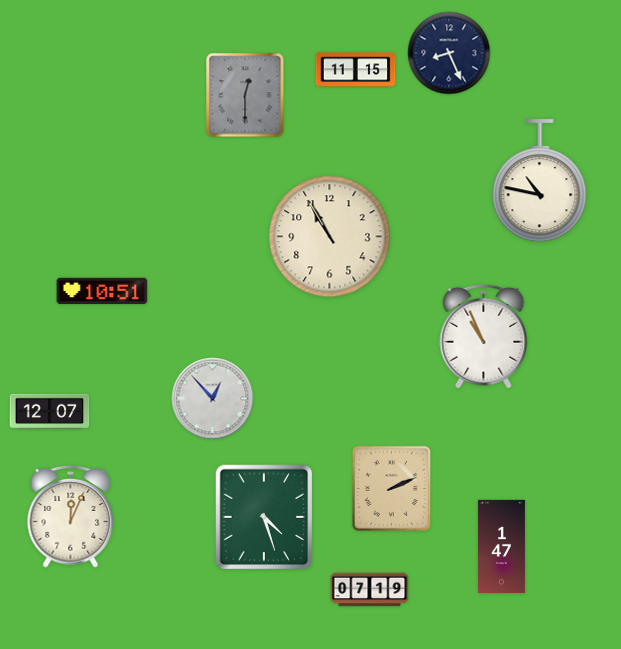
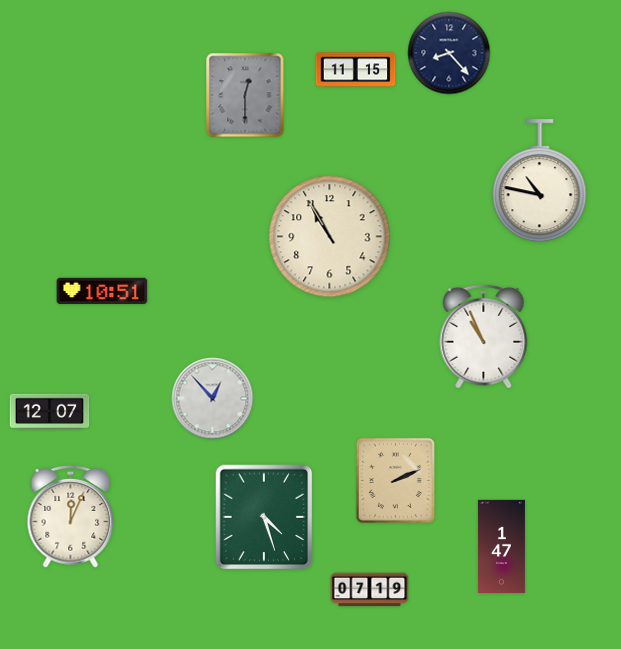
clock at (449, 53): 8:26 -> 8:23
clock at (391, 488) position: (391, 488) -> (395, 480)
